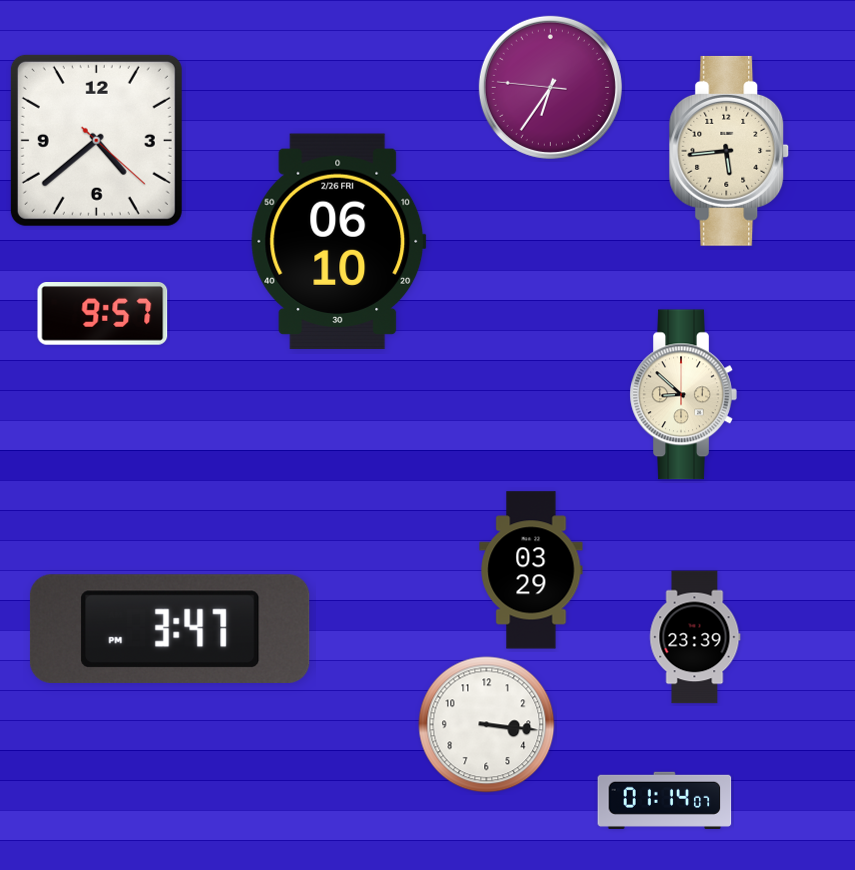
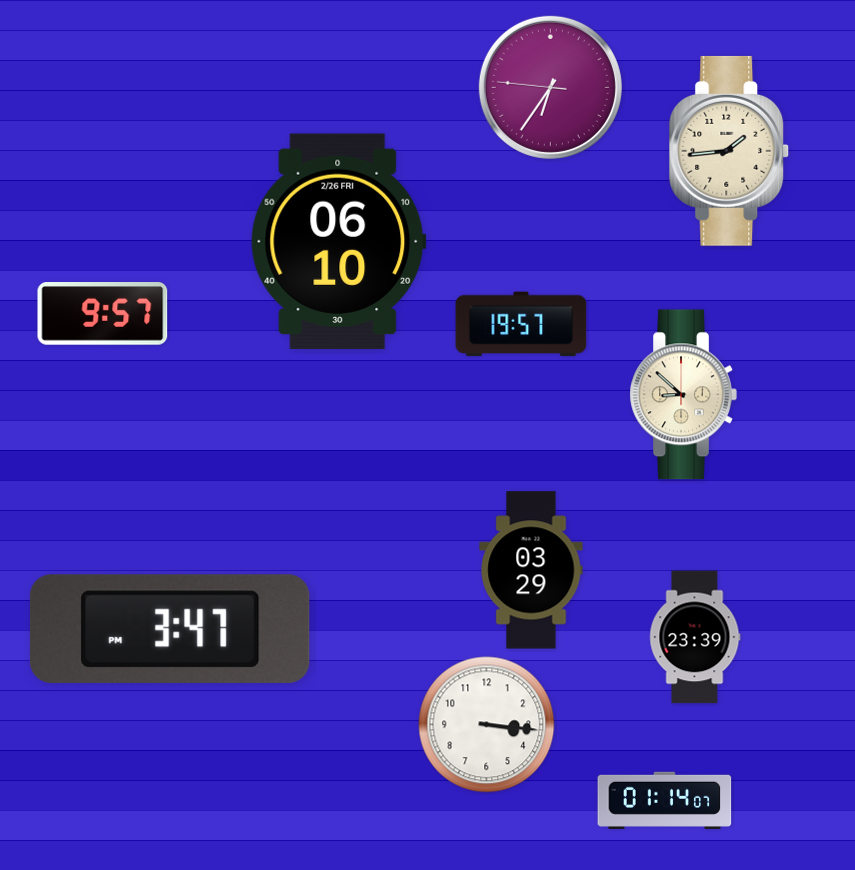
clock at (96, 140): 4:38 -> none
clock at (729, 151): 5:44 -> 1:44
clock at (521, 324): none -> 19:57
